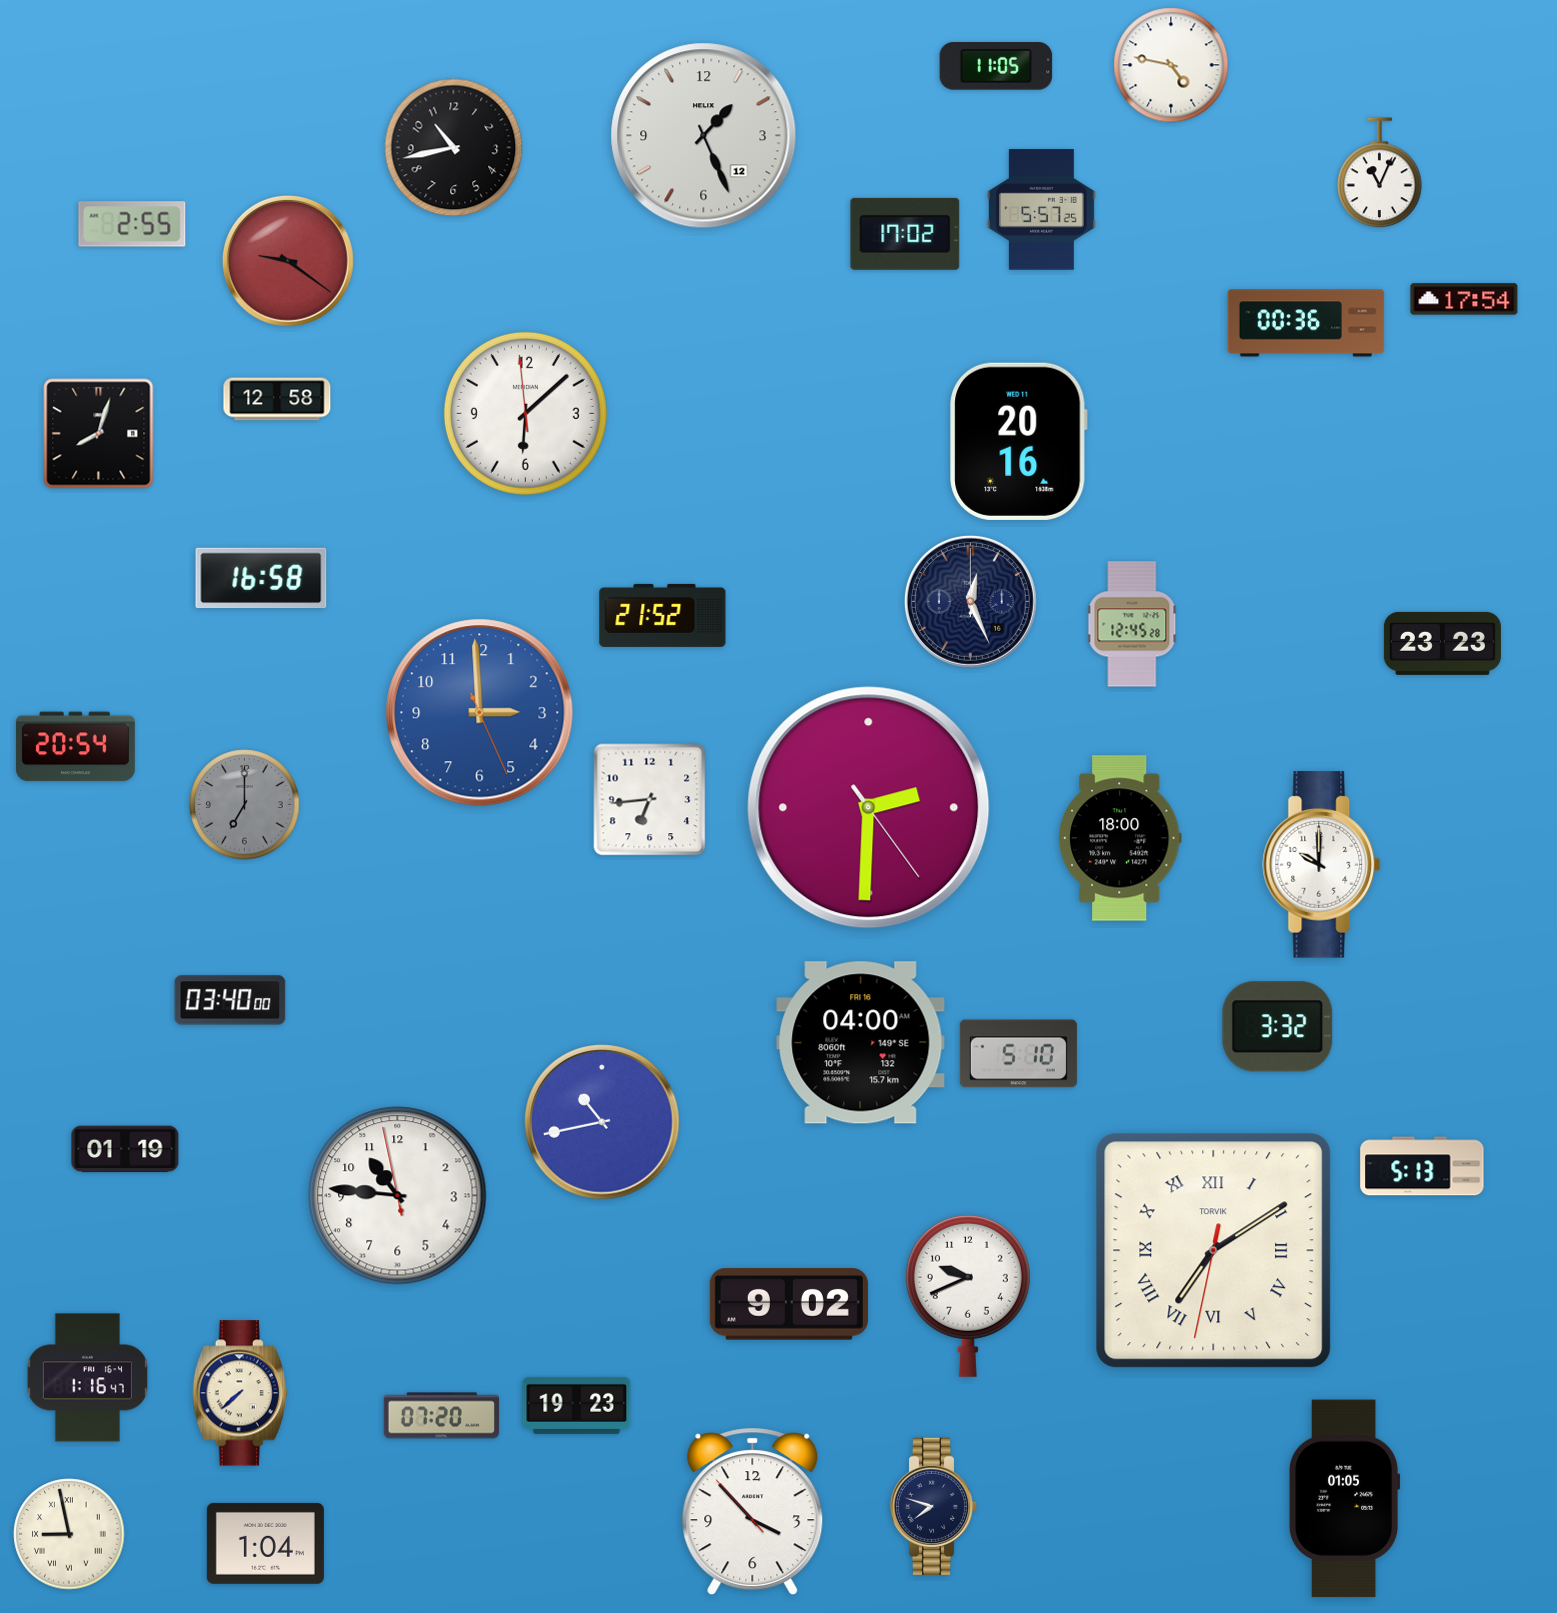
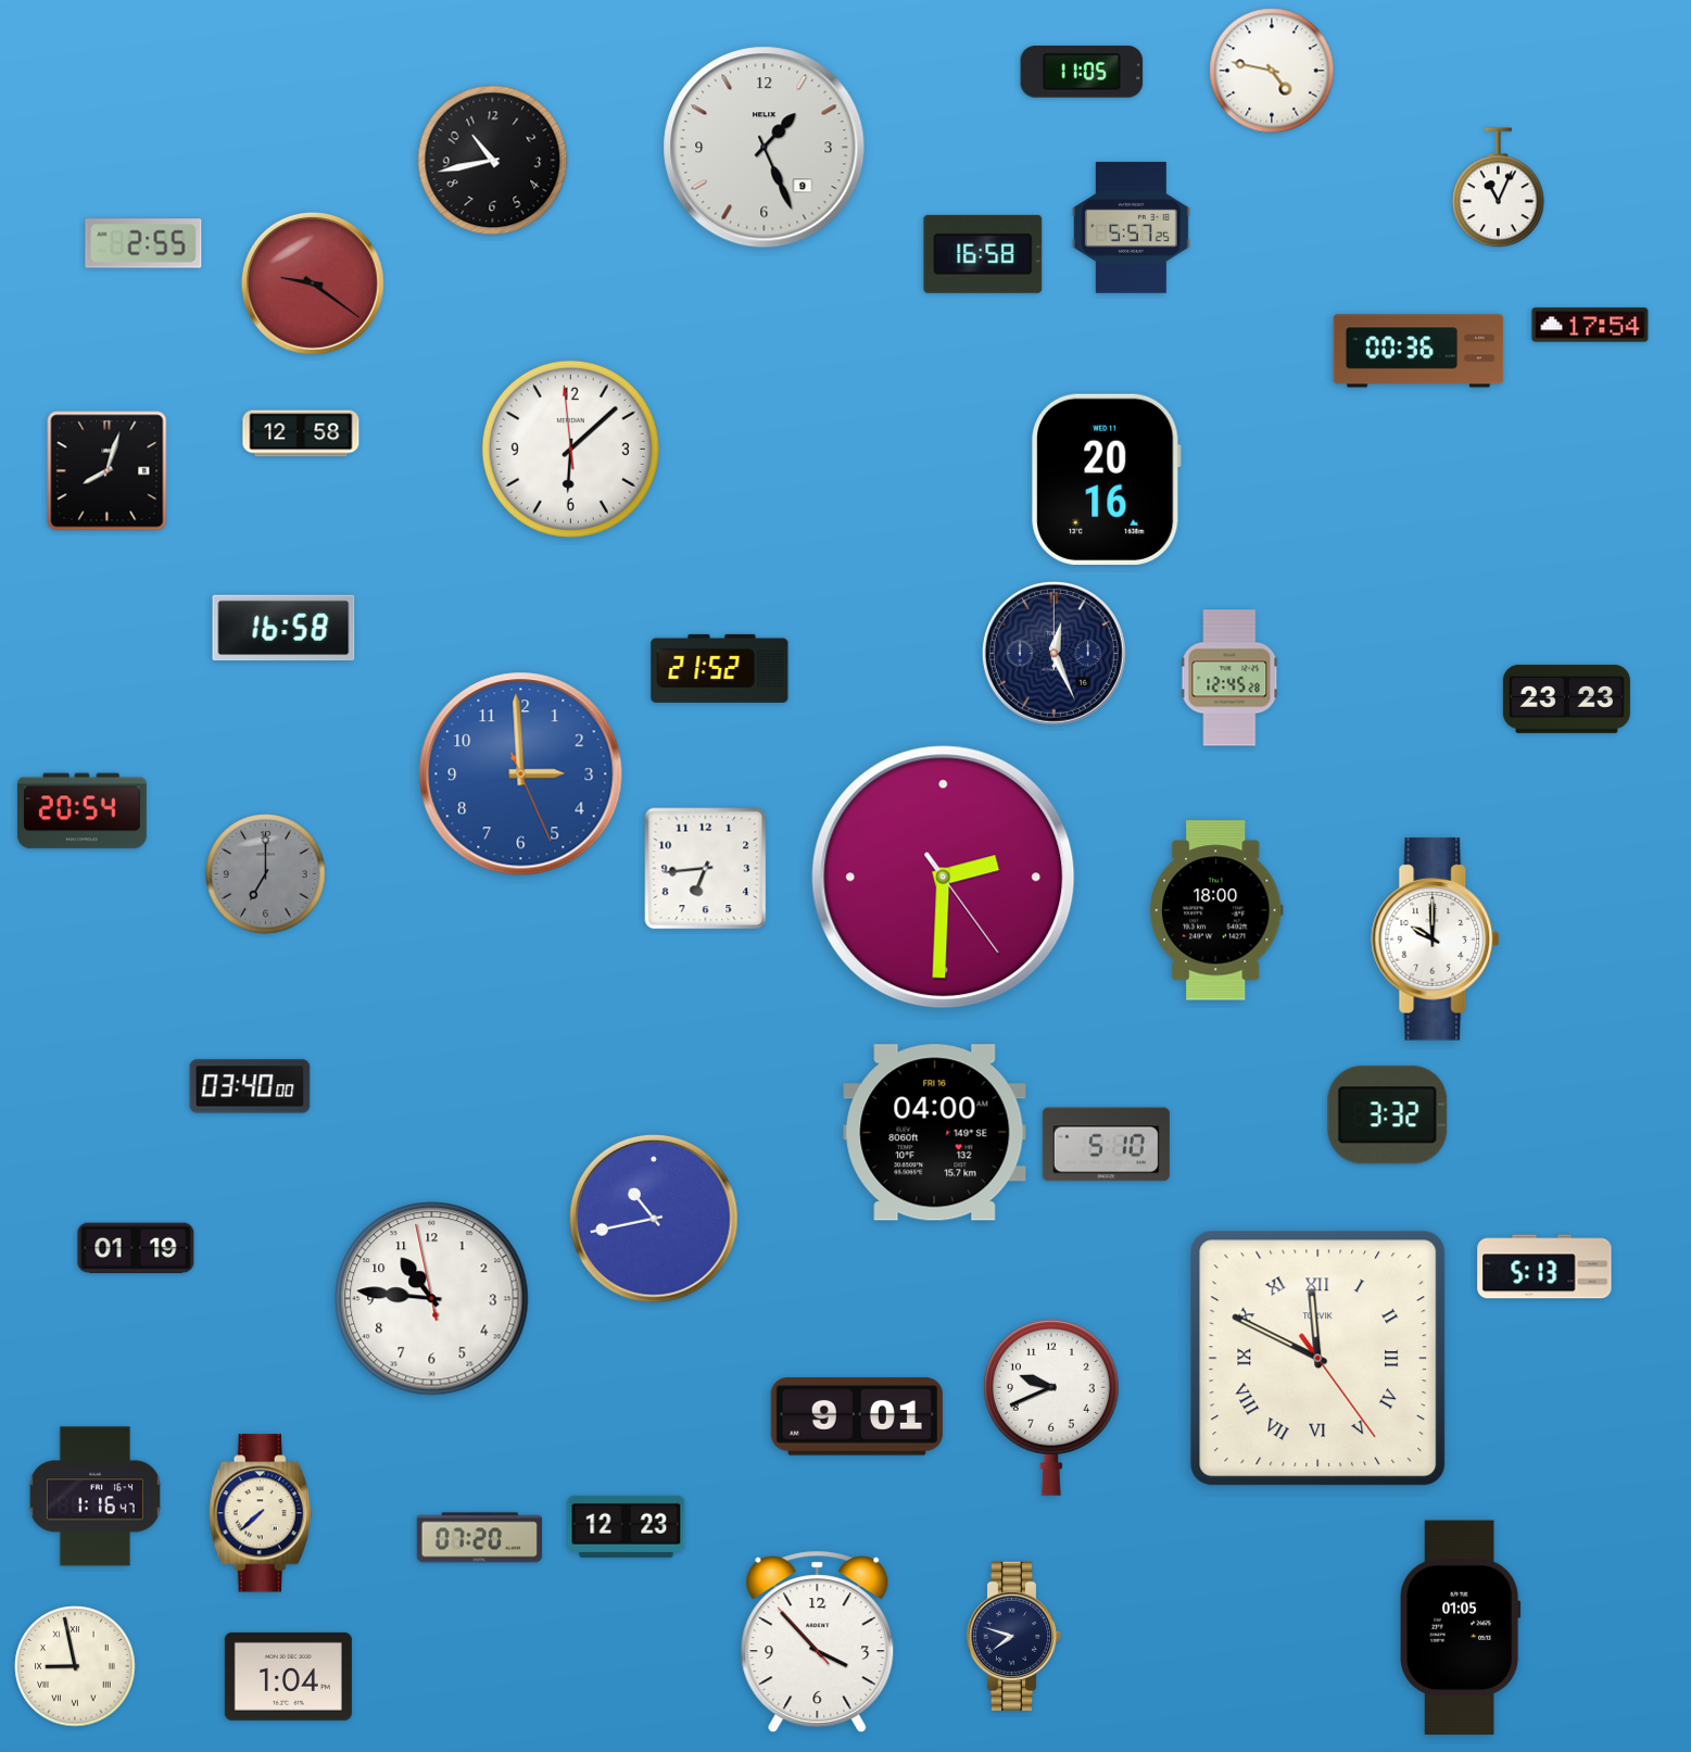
clock at (704, 136) date: 12 -> 9
clock at (905, 234): 17:02 -> 16:58
clock at (1214, 1251): 7:09 -> 11:49
clock at (789, 1304): 9:02 -> 9:01
clock at (577, 1405): 19:23 -> 12:23
